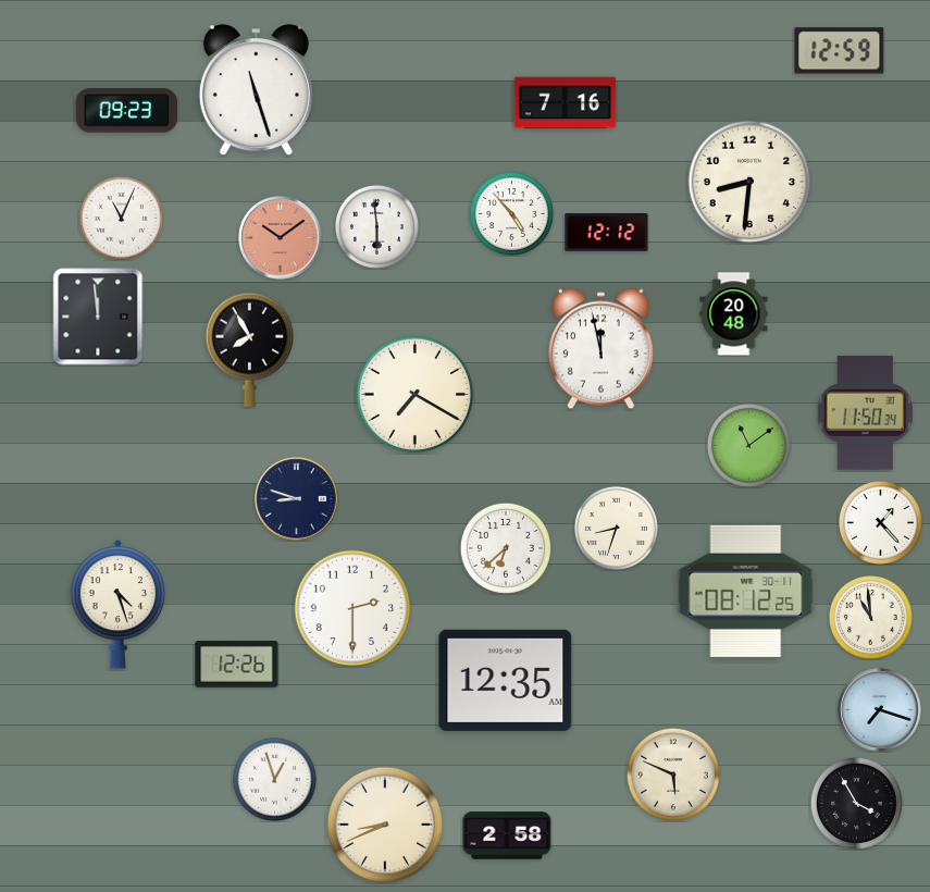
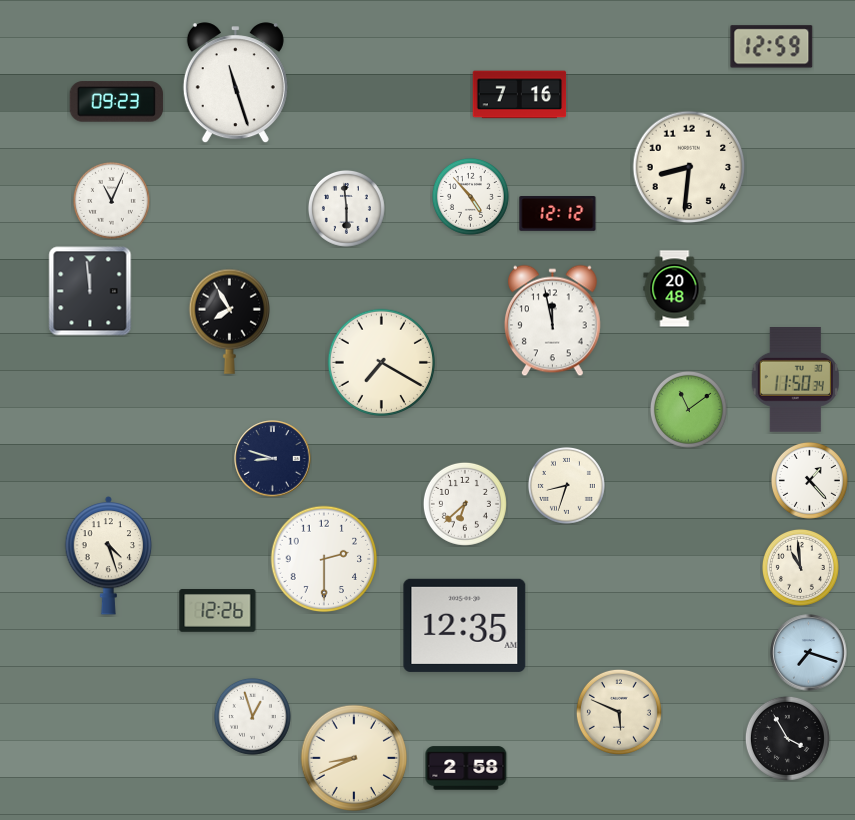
clock at (281, 238): 10:09 -> none
clock at (746, 591): 08:12 -> none
